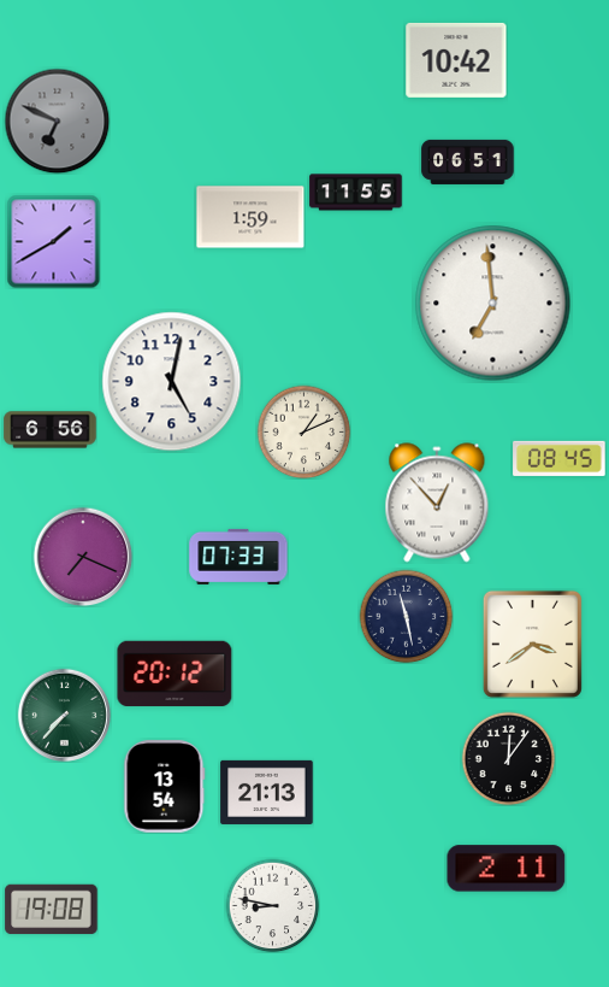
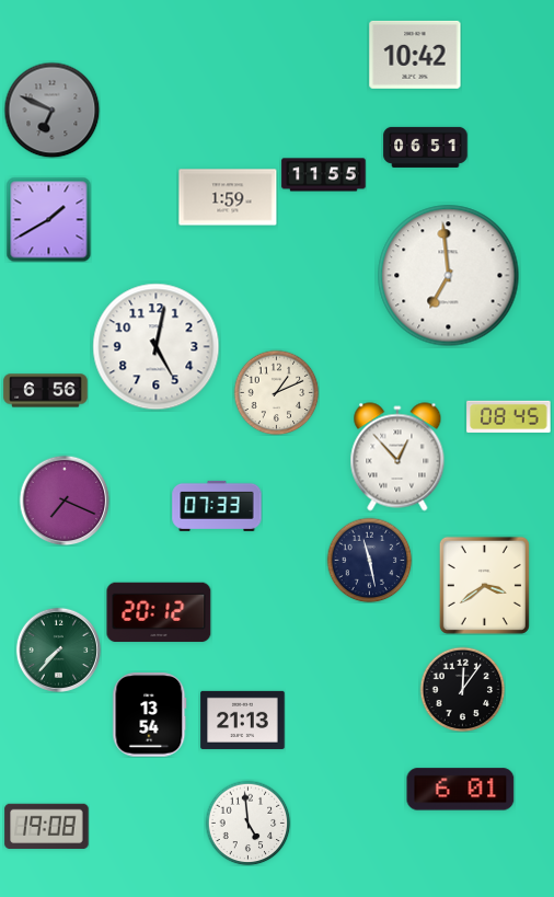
clock at (83, 557) position: (83, 557) -> (65, 501)
clock at (507, 869): 2:11 -> 6:01
clock at (272, 905): 8:47 -> 4:59
